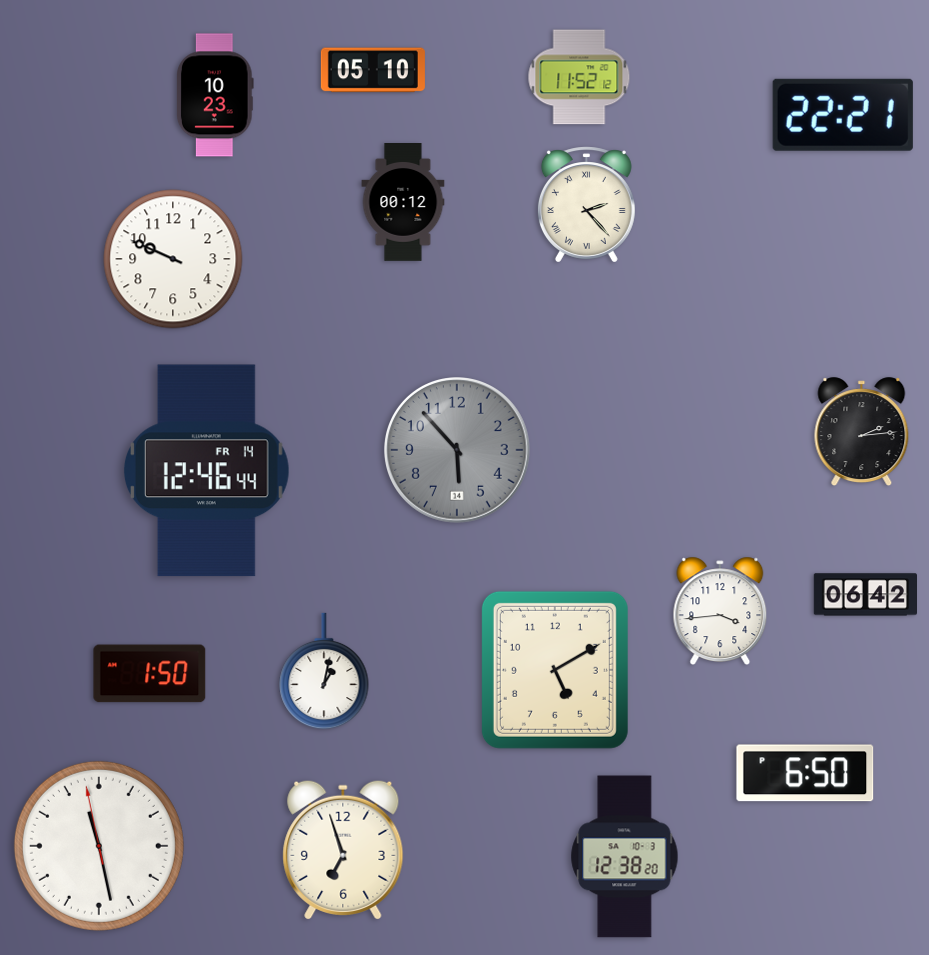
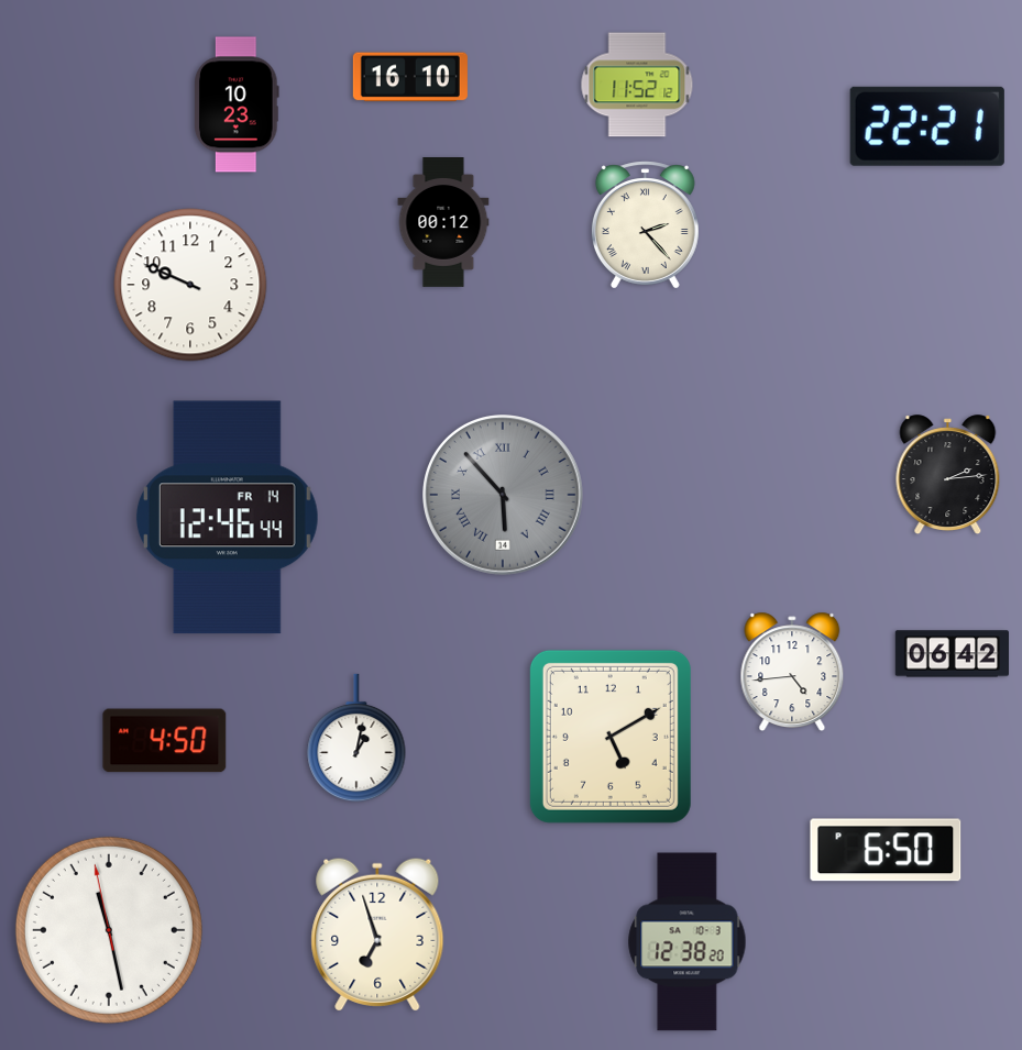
clock at (373, 70): 05:10 -> 16:10
clock at (458, 451) numerals: Arabic -> Roman
clock at (720, 610): 3:44 -> 4:44
clock at (150, 674): 1:50 -> 4:50
